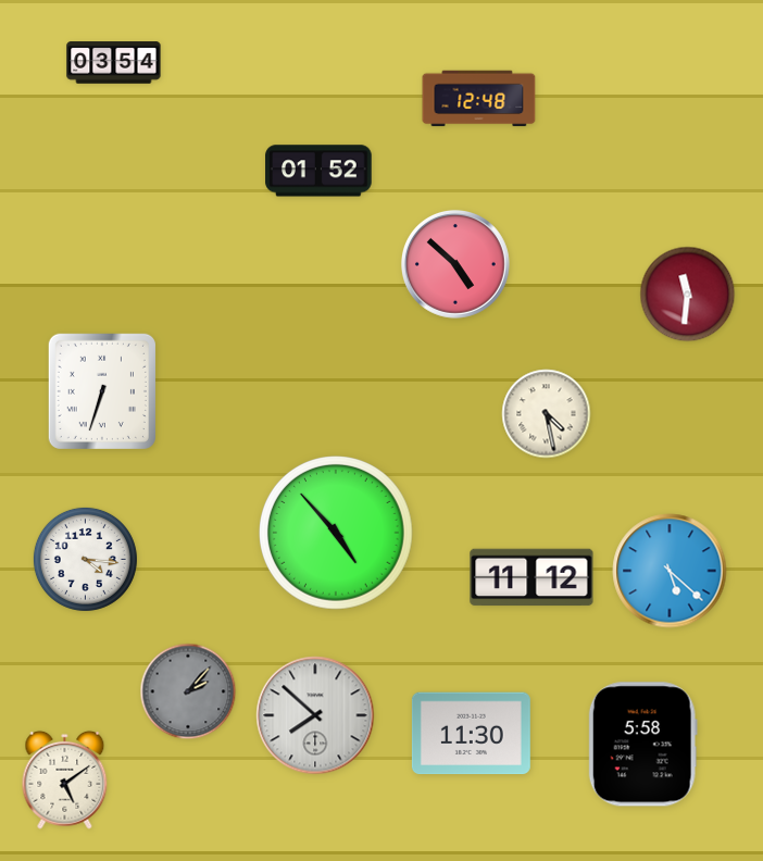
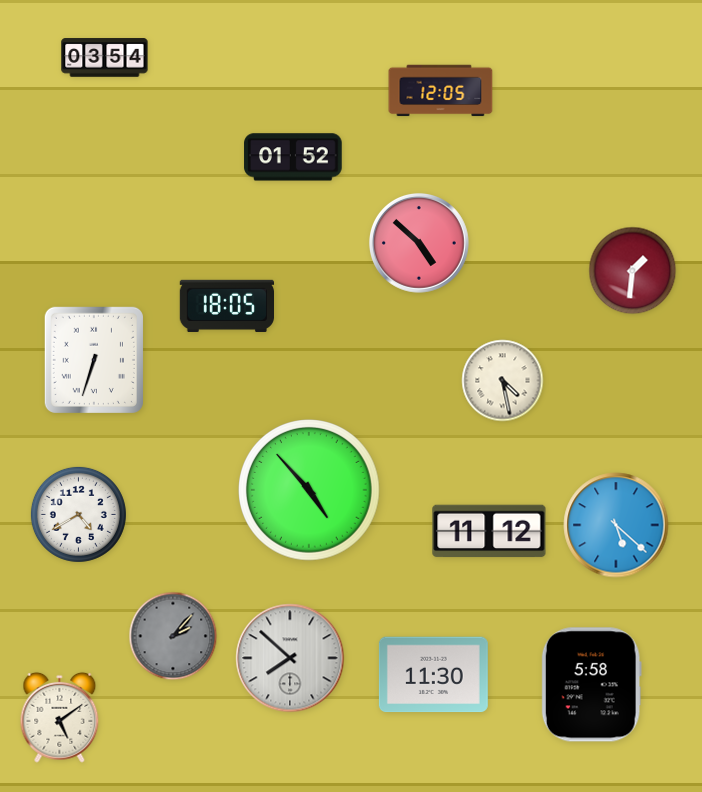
clock at (479, 99): 12:48 -> 12:05
clock at (688, 295): 11:31 -> 1:31
clock at (226, 306): none -> 18:05
clock at (85, 559): 4:16 -> 4:40
